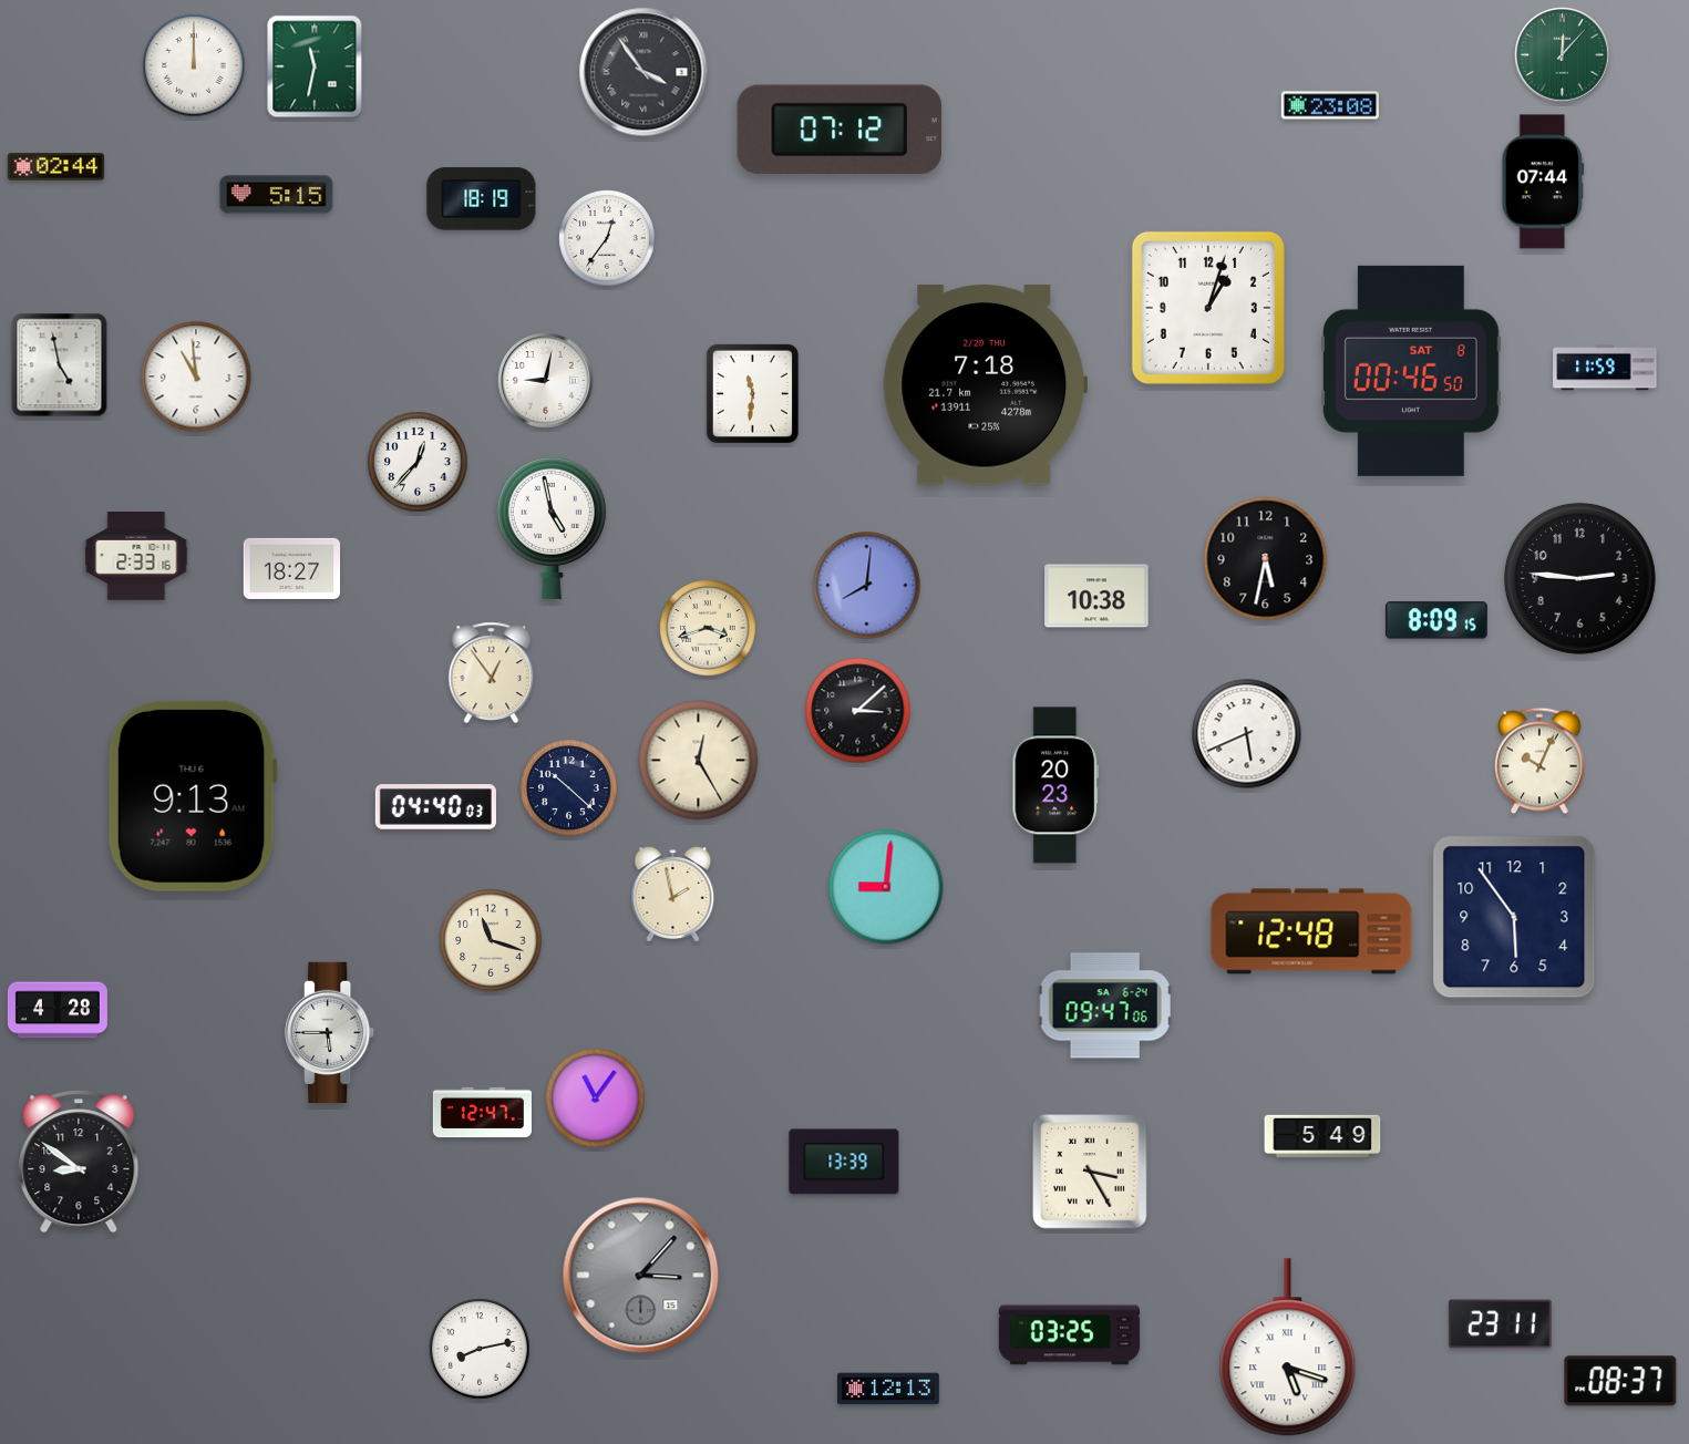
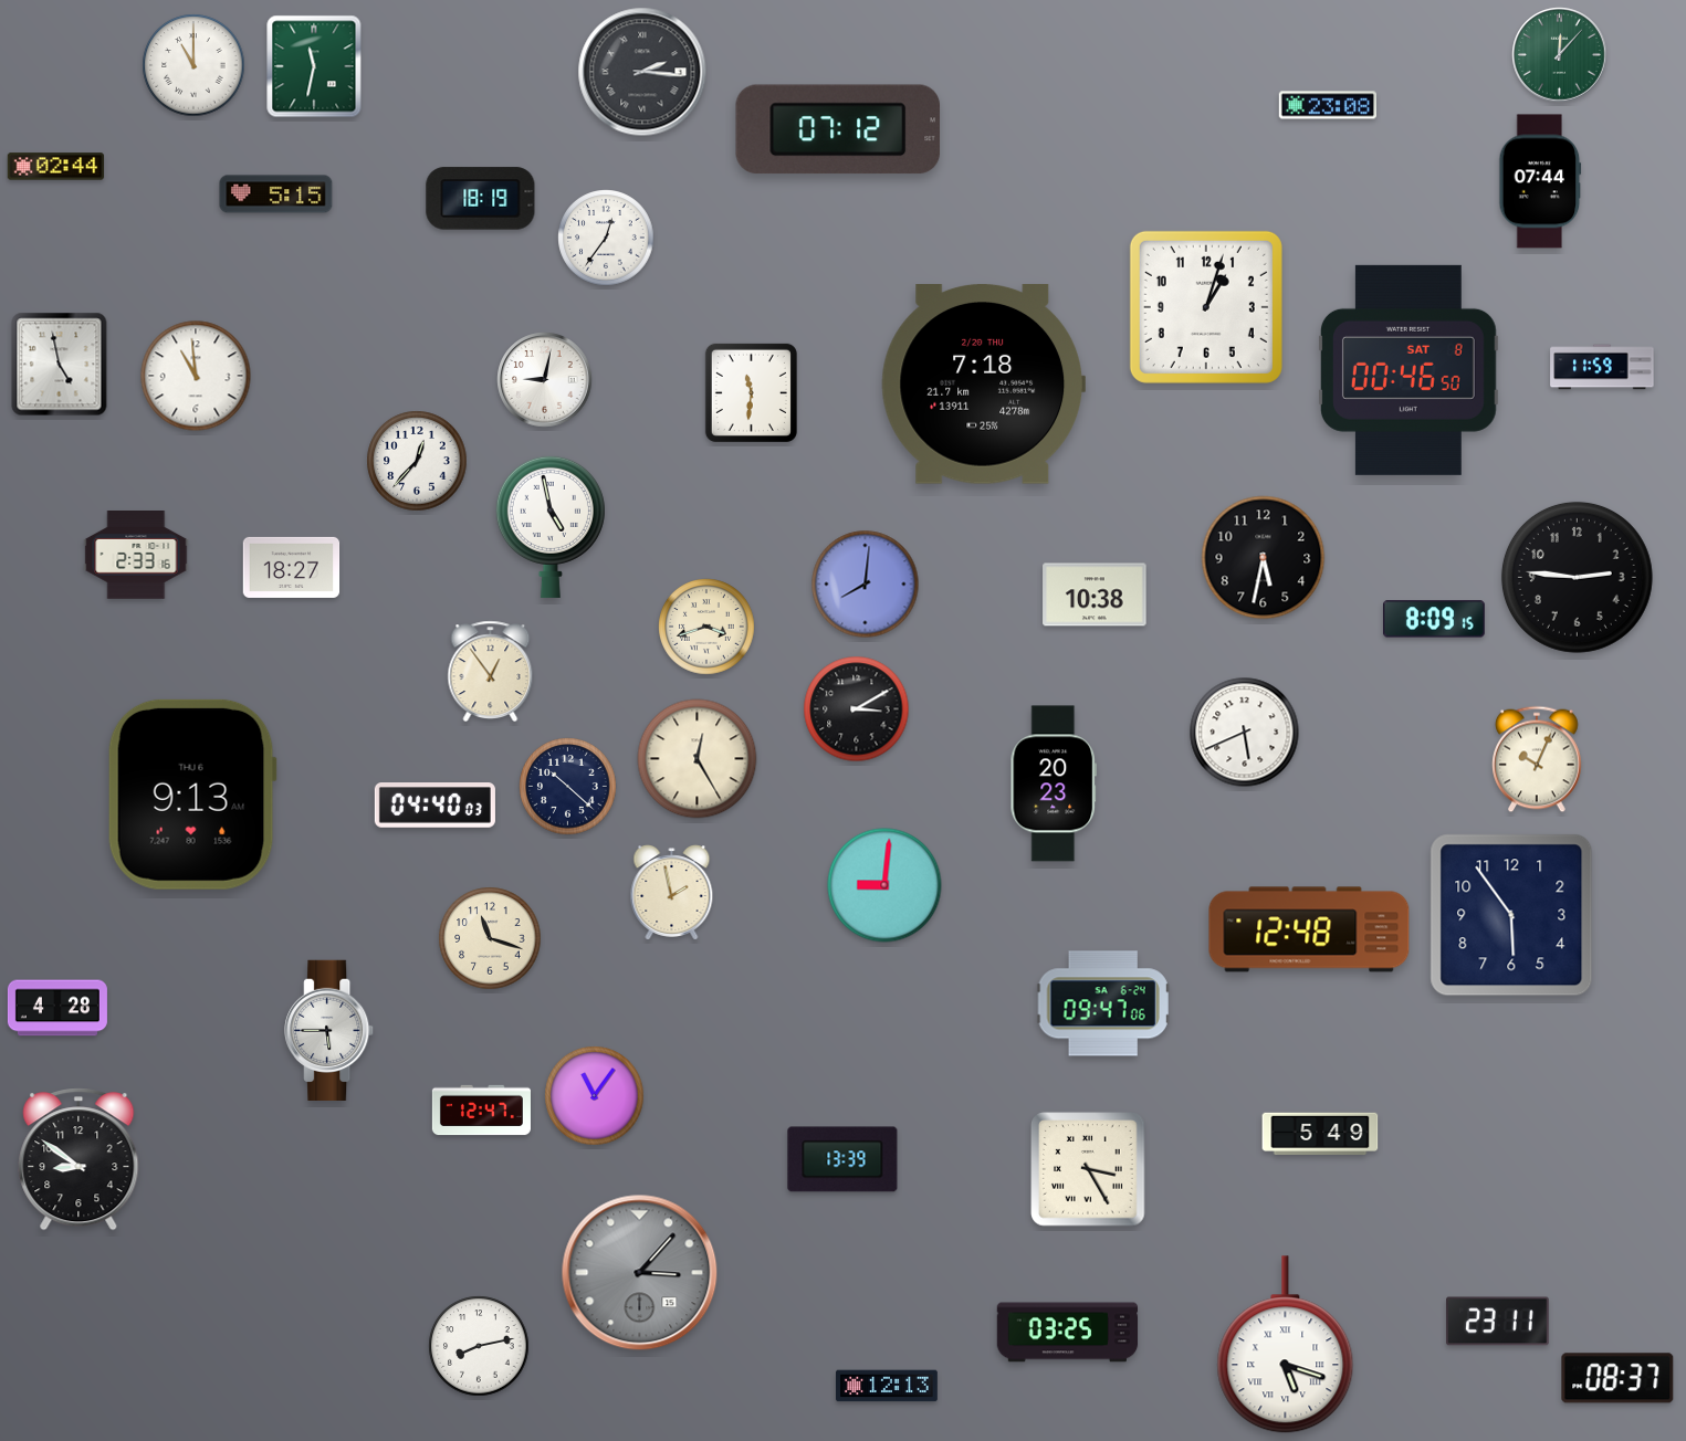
clock at (194, 65): 12:00 -> 11:00
clock at (643, 72): 3:54 -> 2:16
clock at (858, 711): 3:08 -> 3:10
